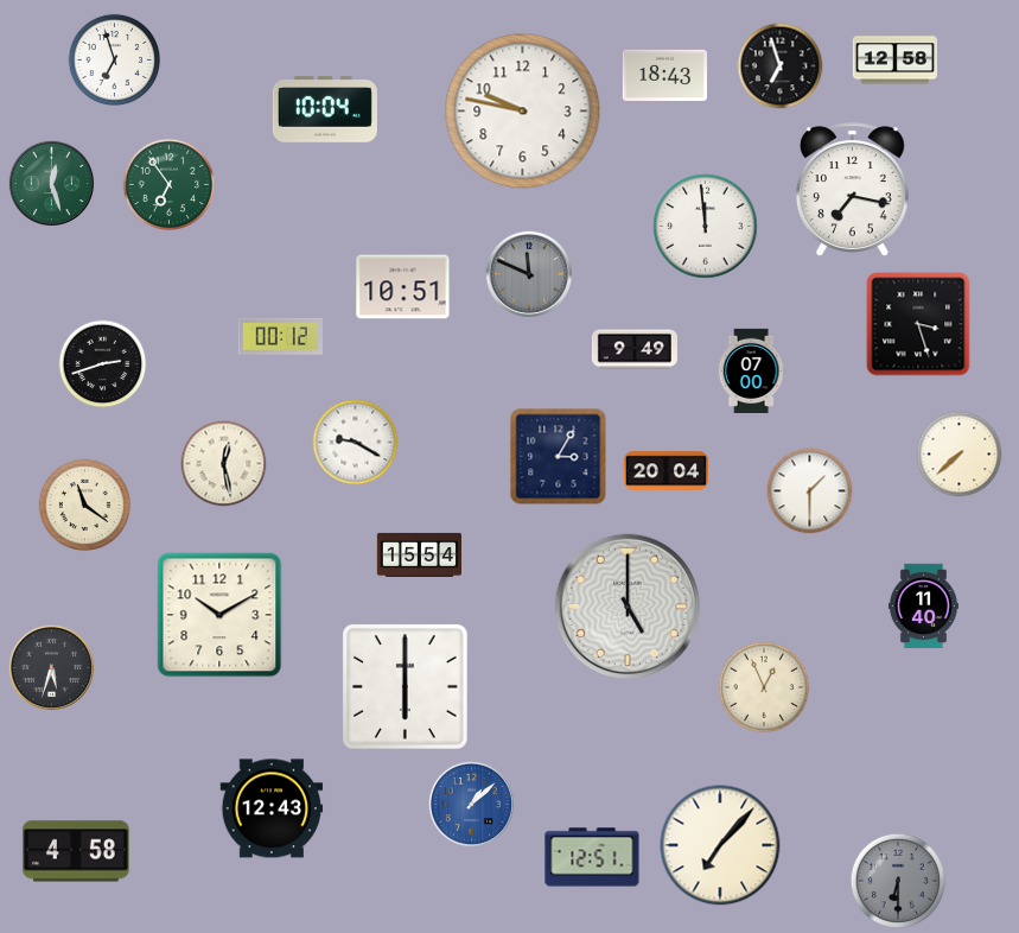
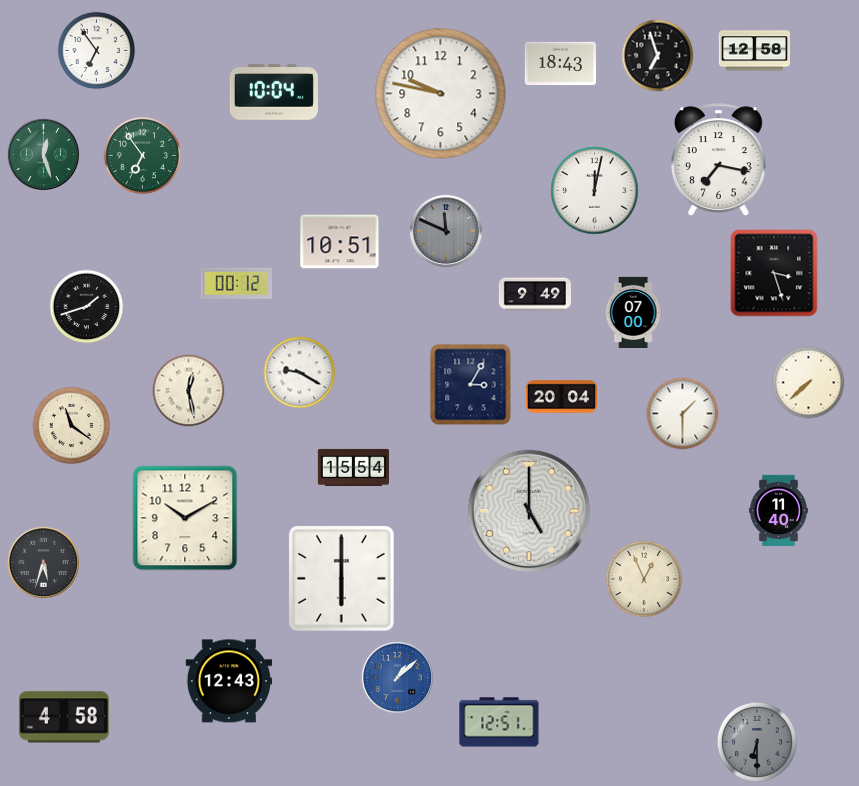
clock at (115, 61): 6:57 -> 6:54
clock at (706, 227): 11:59 -> 12:02
clock at (103, 364): 2:42 -> 1:42
clock at (720, 845): 7:07 -> none
